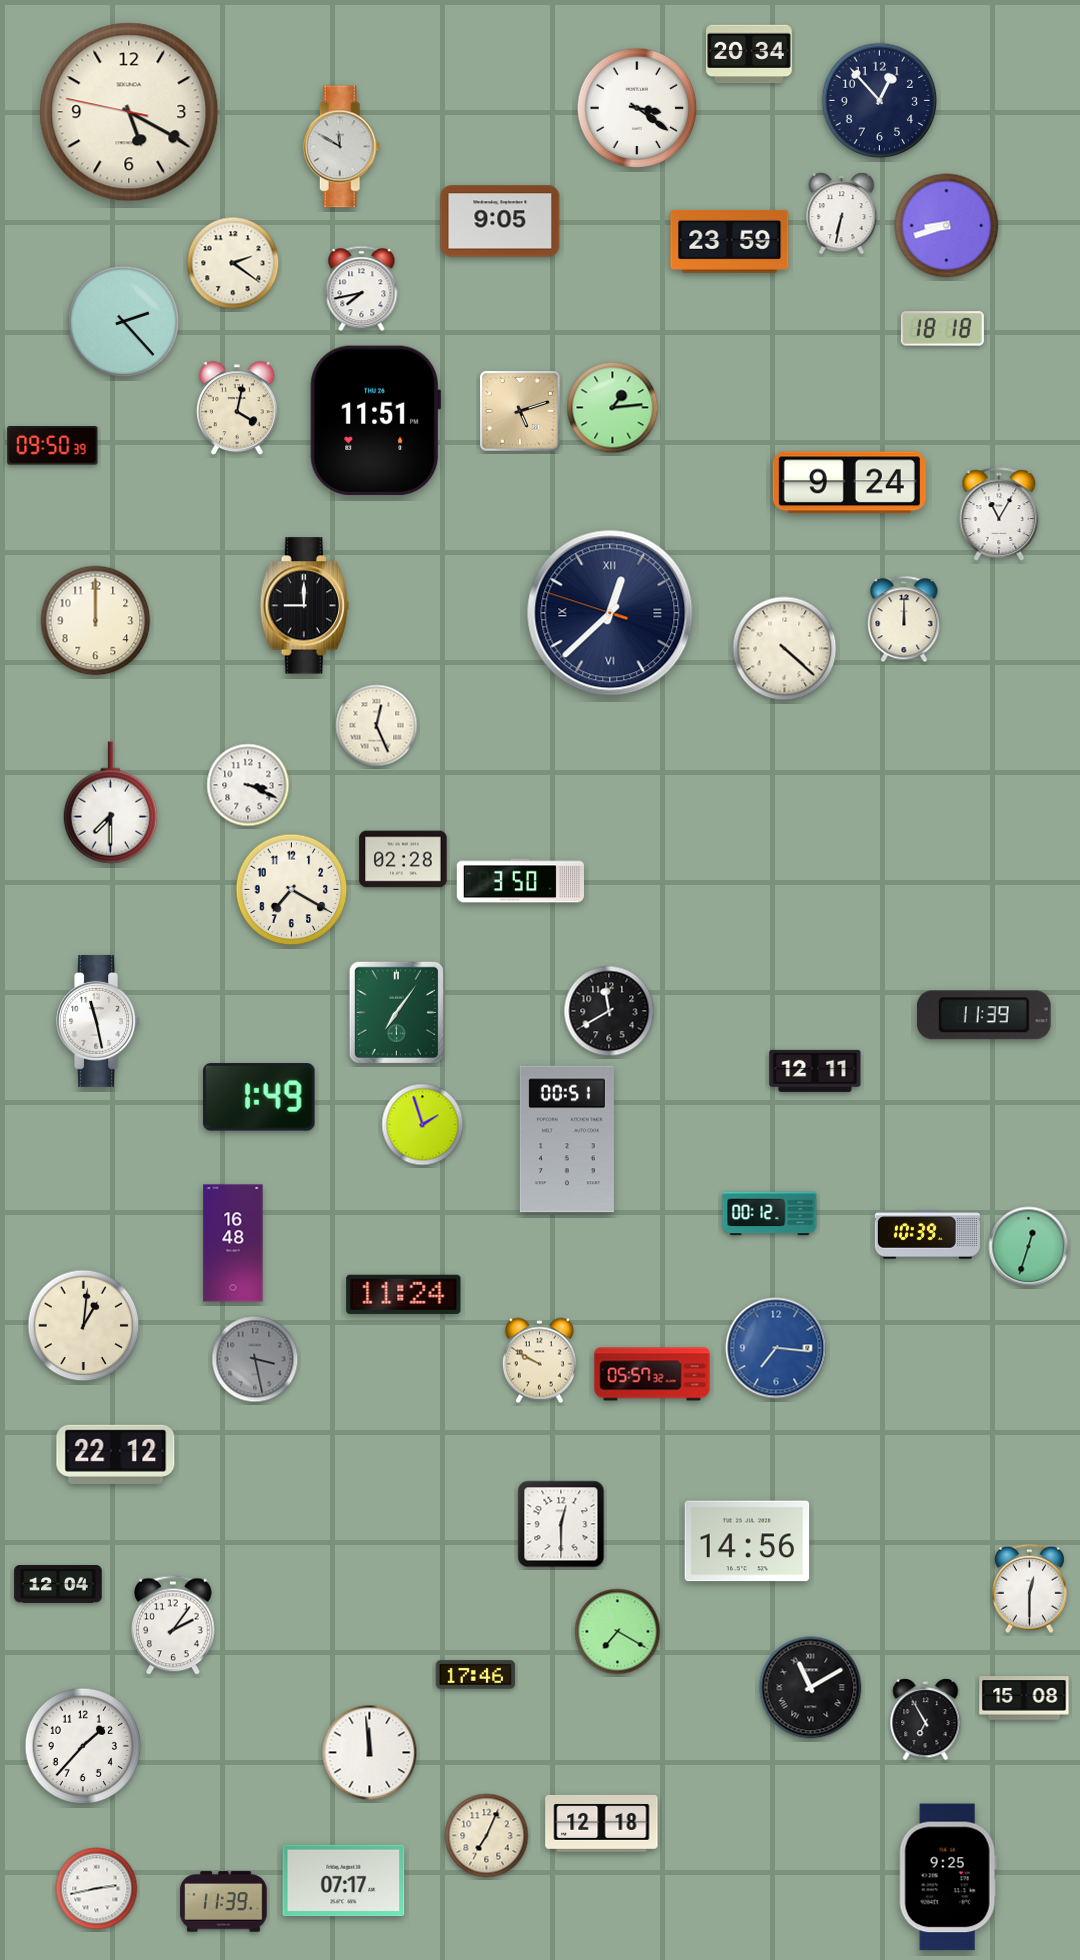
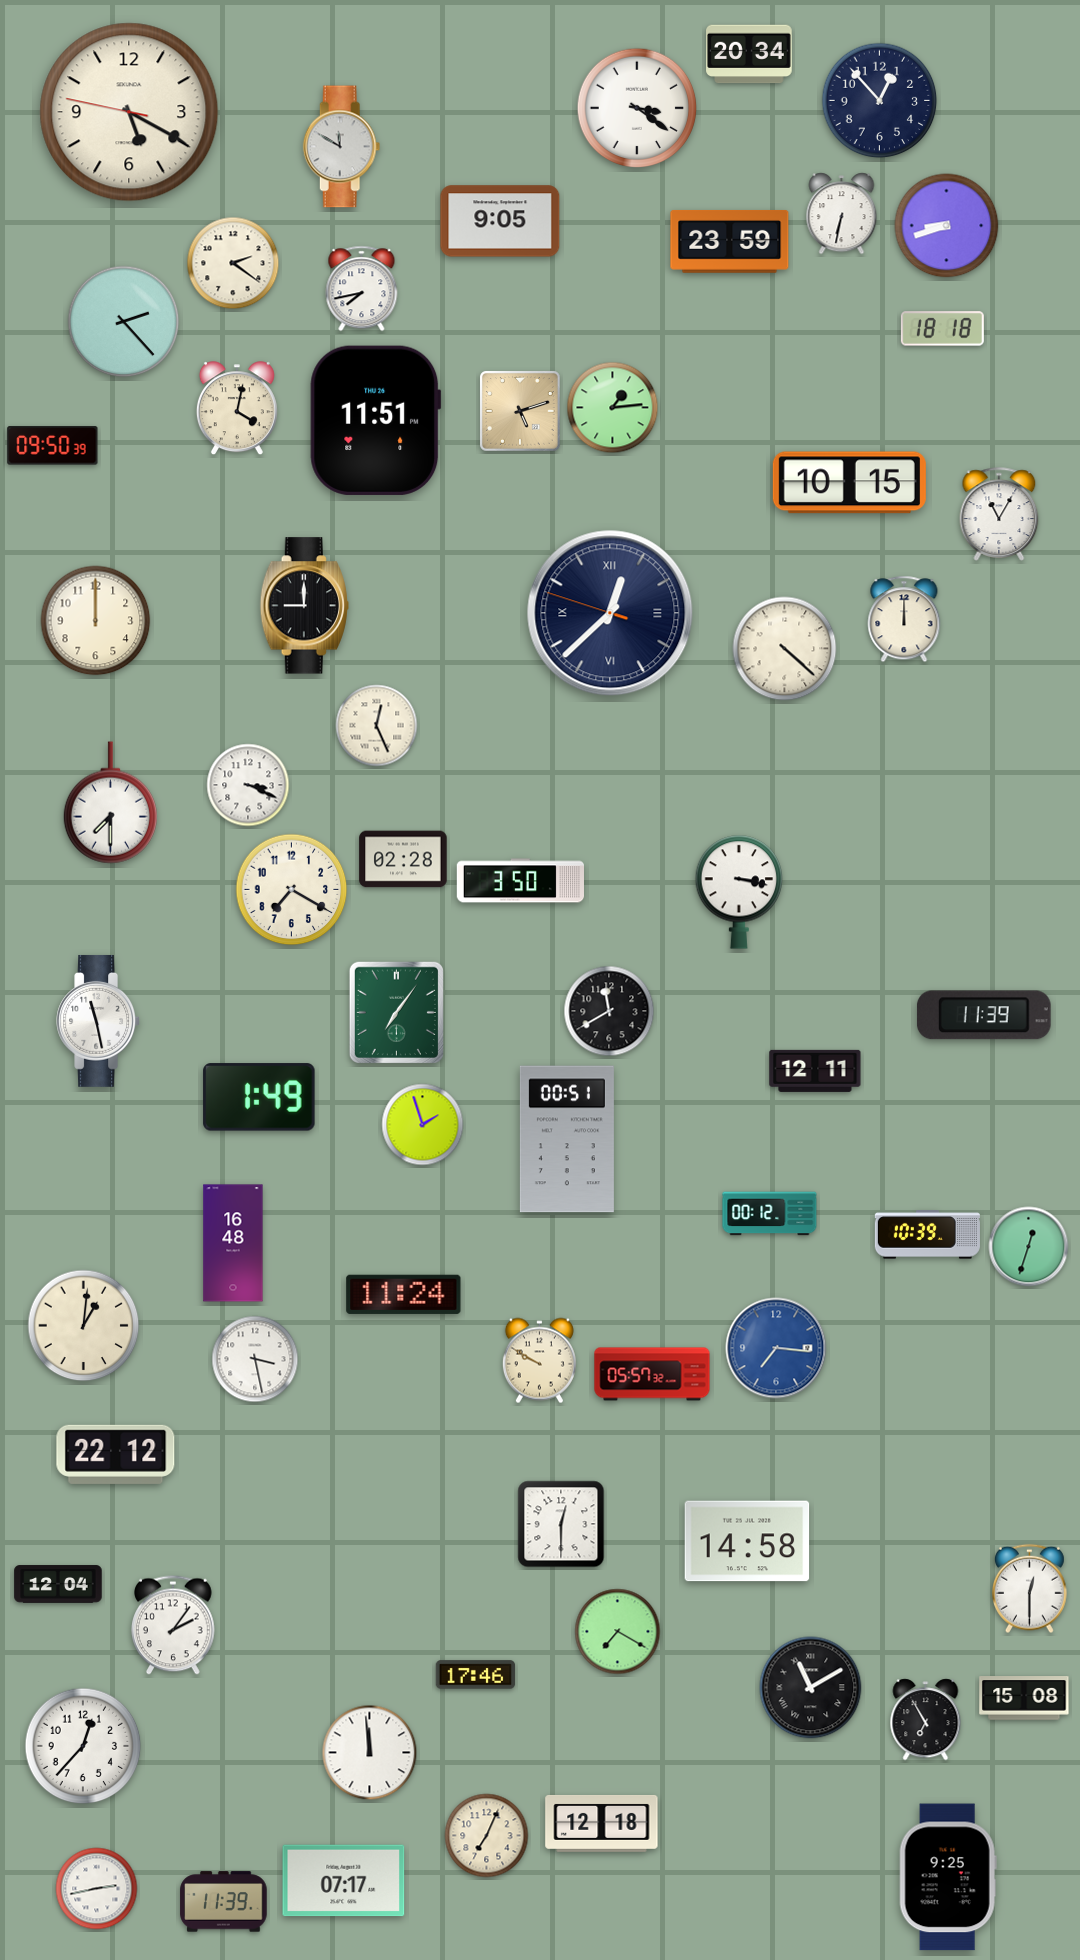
clock at (849, 483): 9:24 -> 10:15
clock at (739, 892): none -> 3:17
clock at (255, 1359) dial: grey -> white
clock at (747, 1541): 14:56 -> 14:58
clock at (83, 1746): 1:37 -> 12:37
